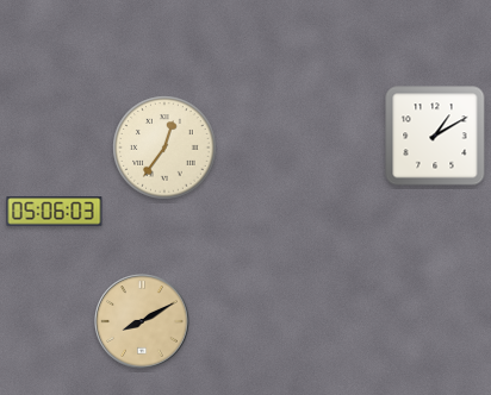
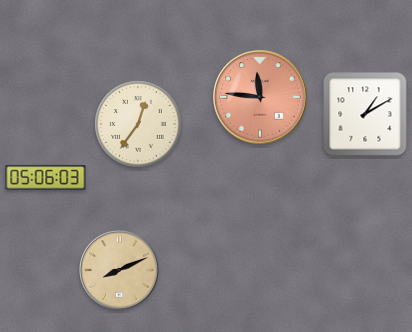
clock at (260, 97): none -> 11:46
clock at (142, 321): 8:10 -> 8:11
